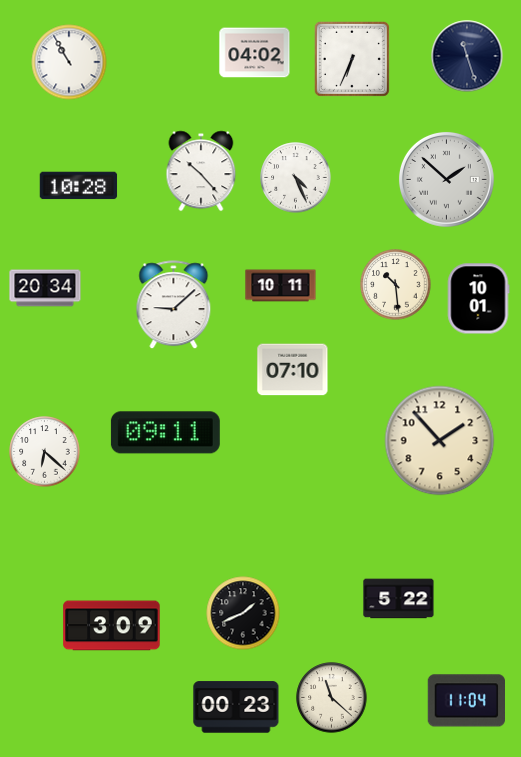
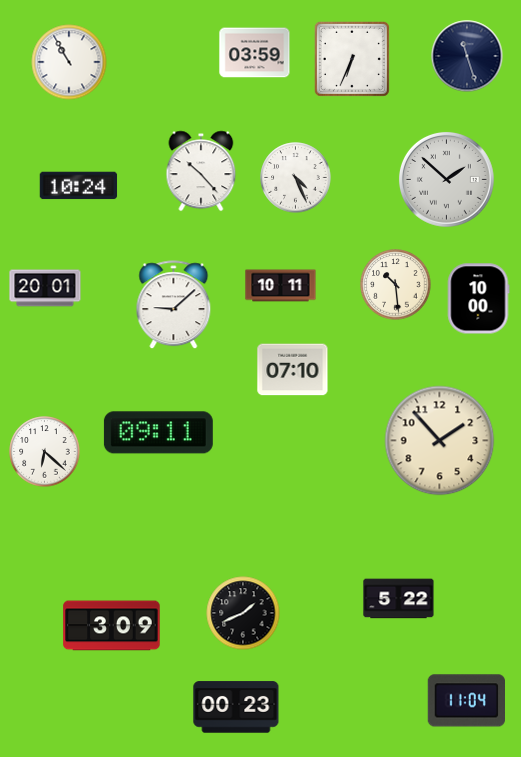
clock at (255, 53): 04:02 -> 03:59
clock at (79, 186): 10:28 -> 10:24
clock at (45, 288): 20:34 -> 20:01
clock at (478, 299): 10:01 -> 10:00
clock at (165, 433) position: (165, 433) -> (158, 433)
clock at (332, 698): 11:22 -> none
